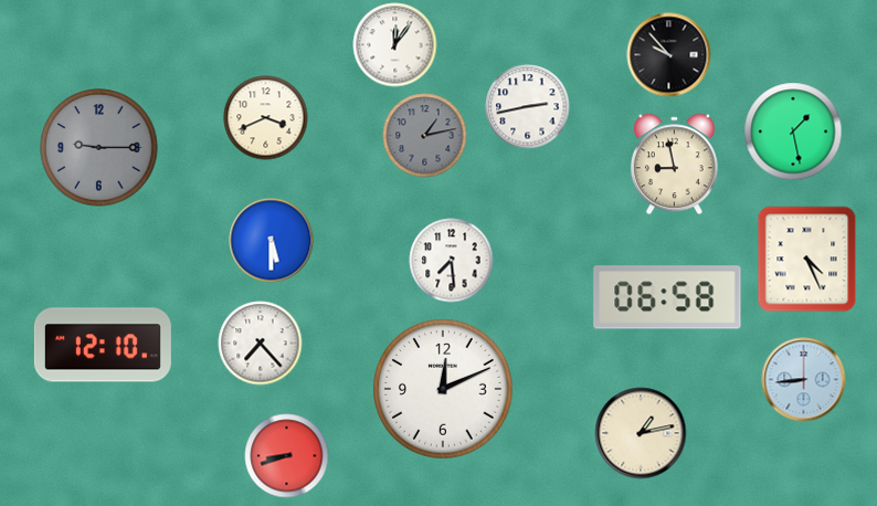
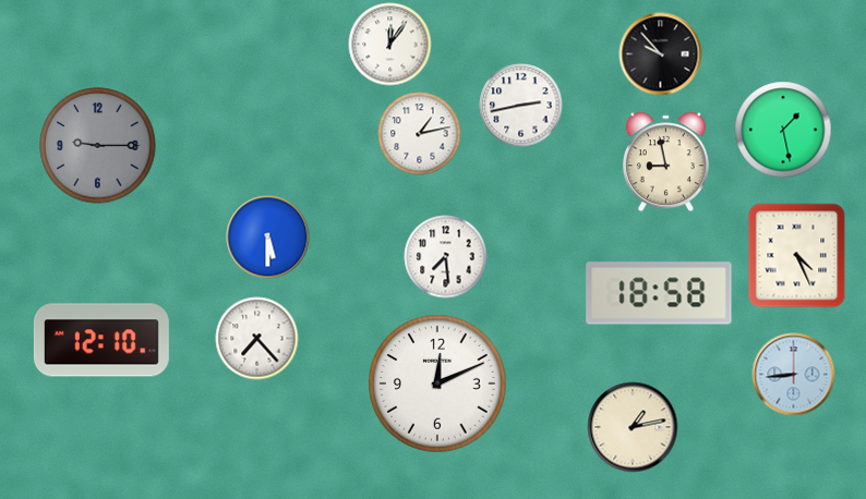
clock at (266, 118): 3:41 -> none
clock at (425, 136) dial: grey -> white
clock at (667, 297): 06:58 -> 18:58
clock at (287, 456): 8:42 -> none
